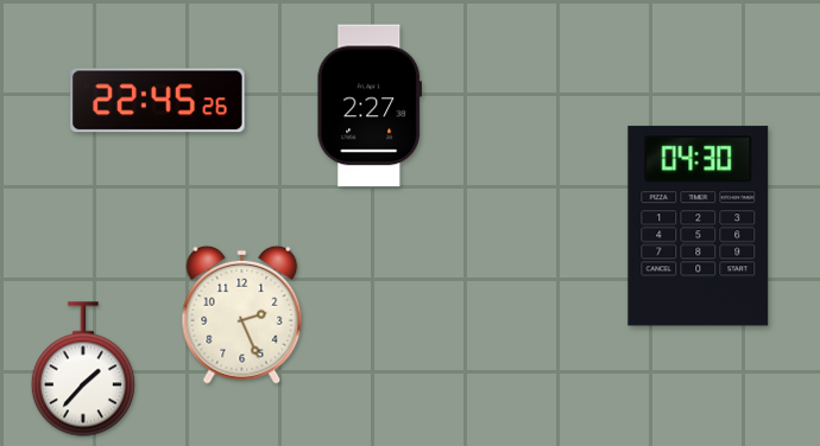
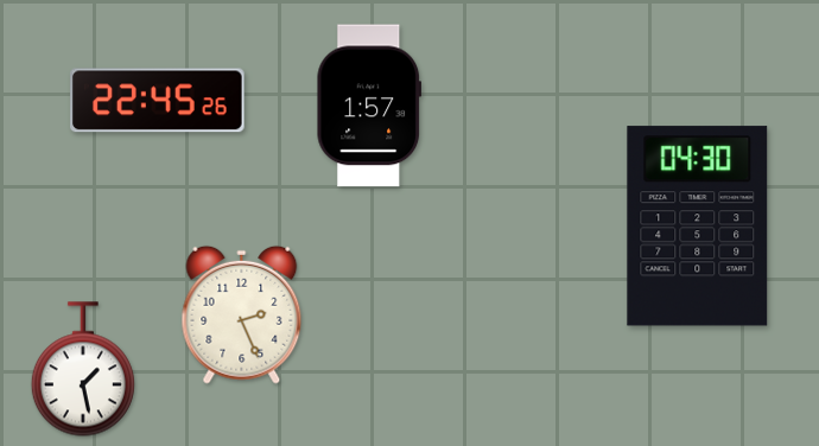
clock at (368, 106): 2:27 -> 1:57
clock at (83, 369): 1:37 -> 1:28
